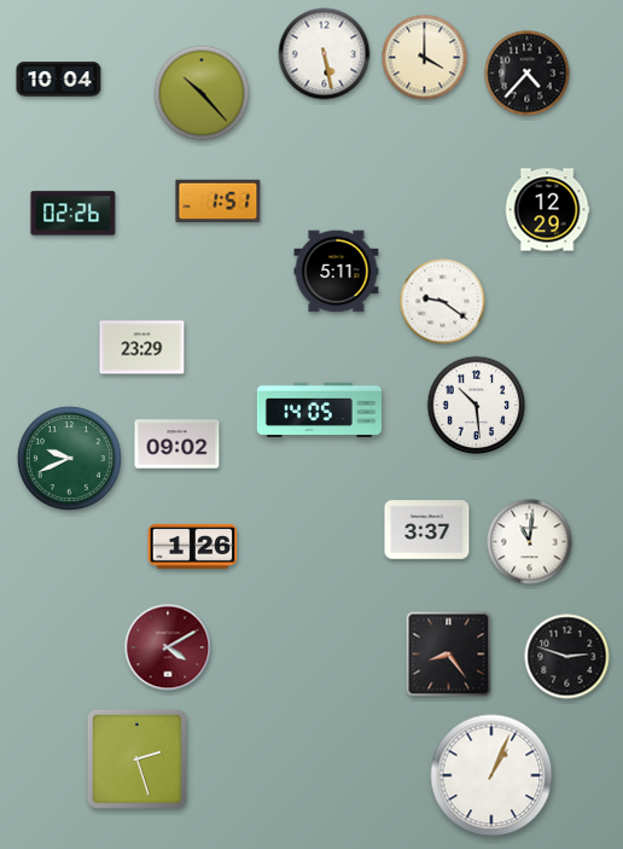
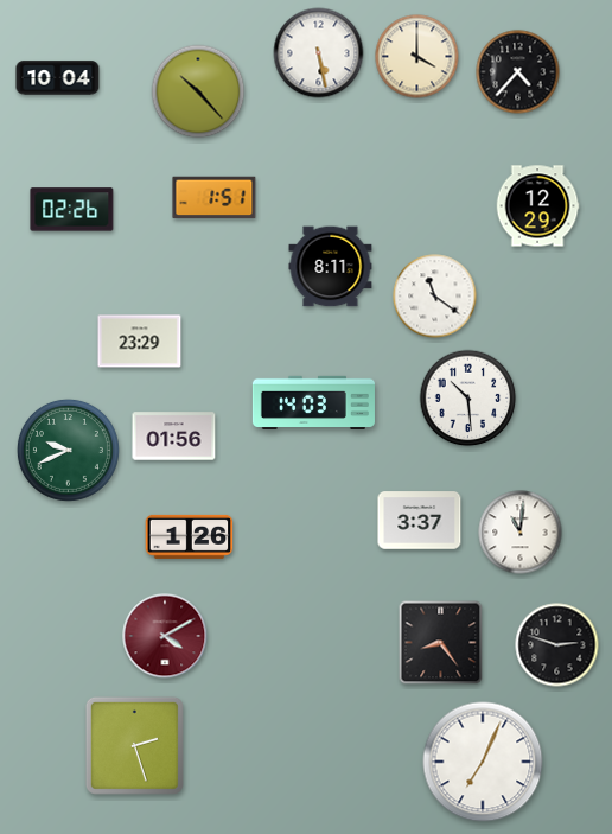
clock at (337, 272): 5:11 -> 8:11
clock at (443, 302): 9:21 -> 11:21
clock at (319, 409): 14:05 -> 14:03
clock at (177, 444): 09:02 -> 01:56
clock at (491, 775): 1:04 -> 7:04
